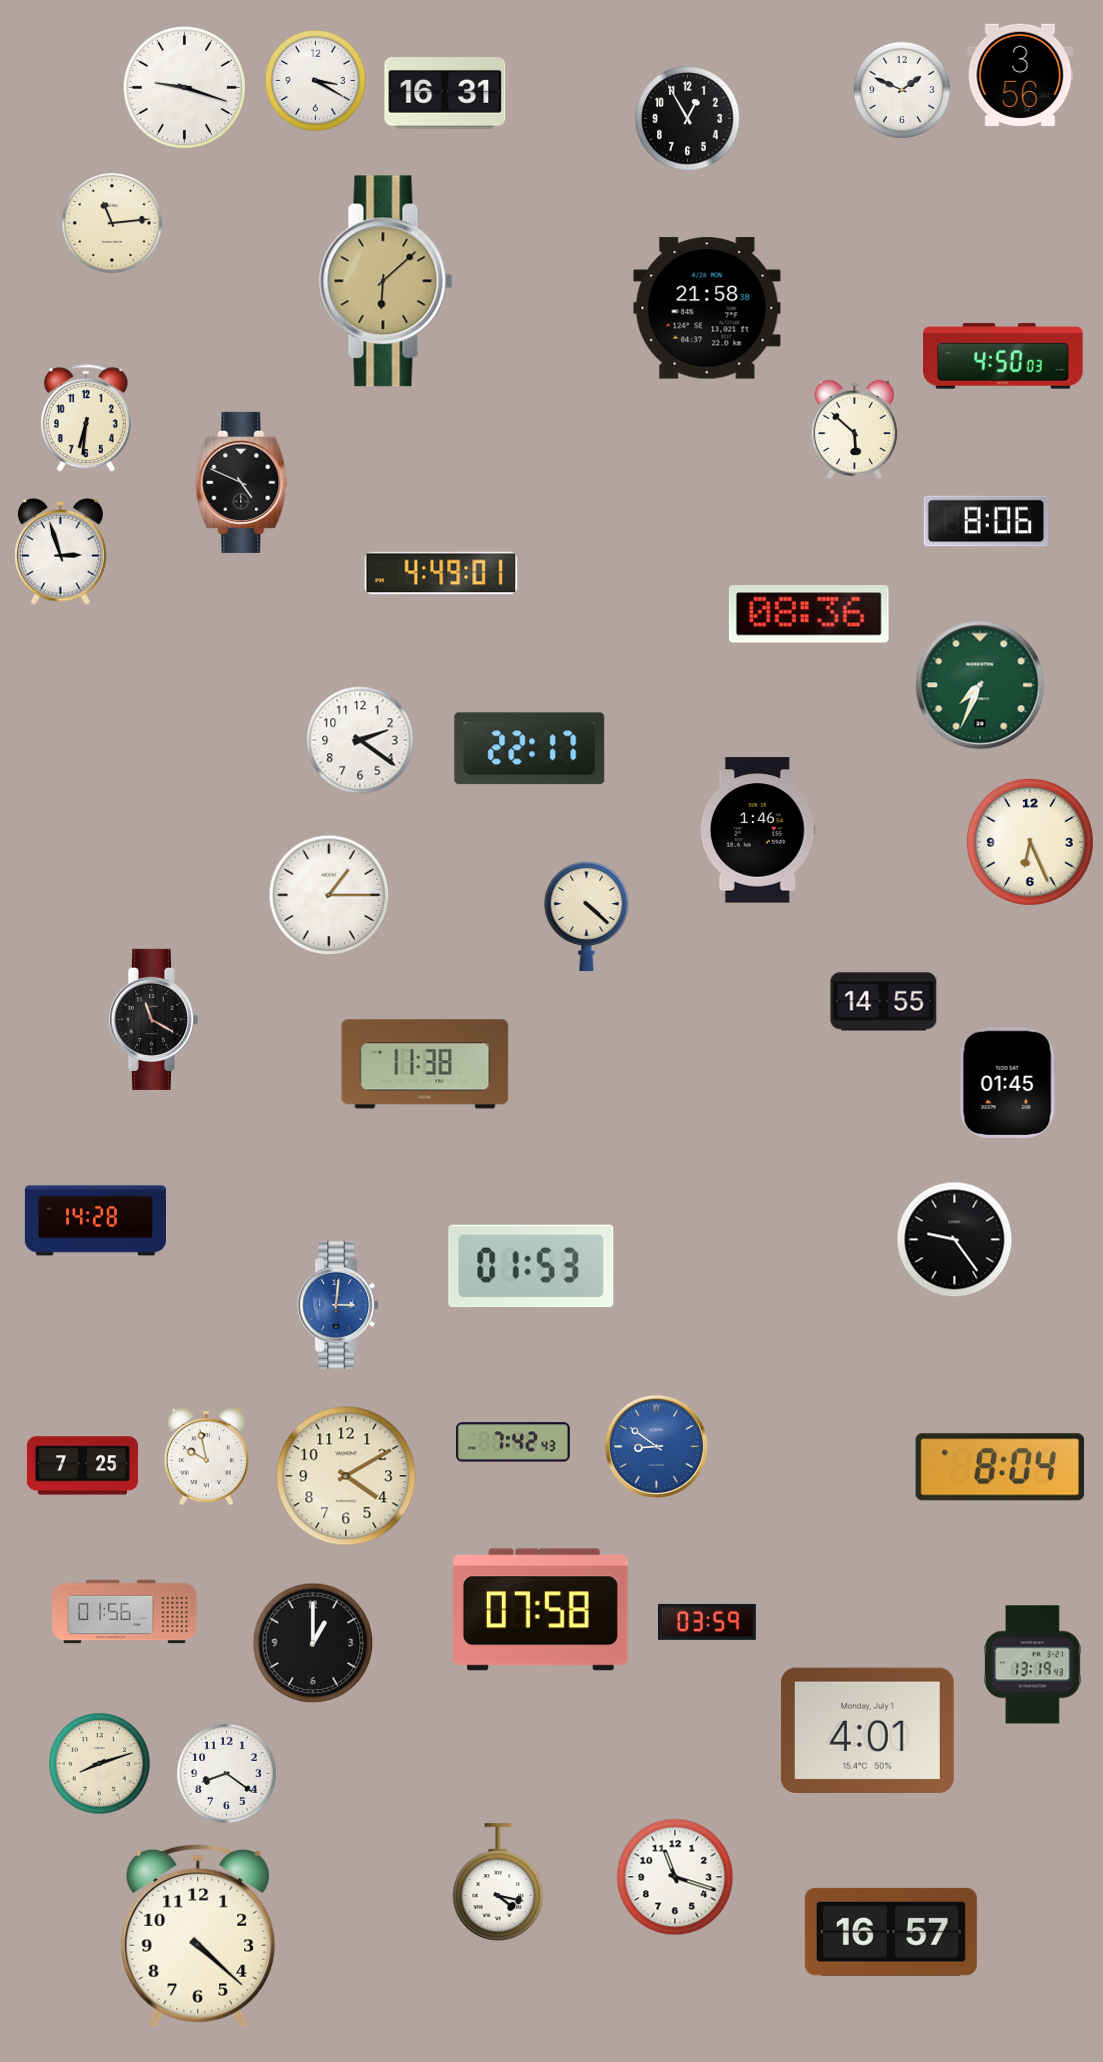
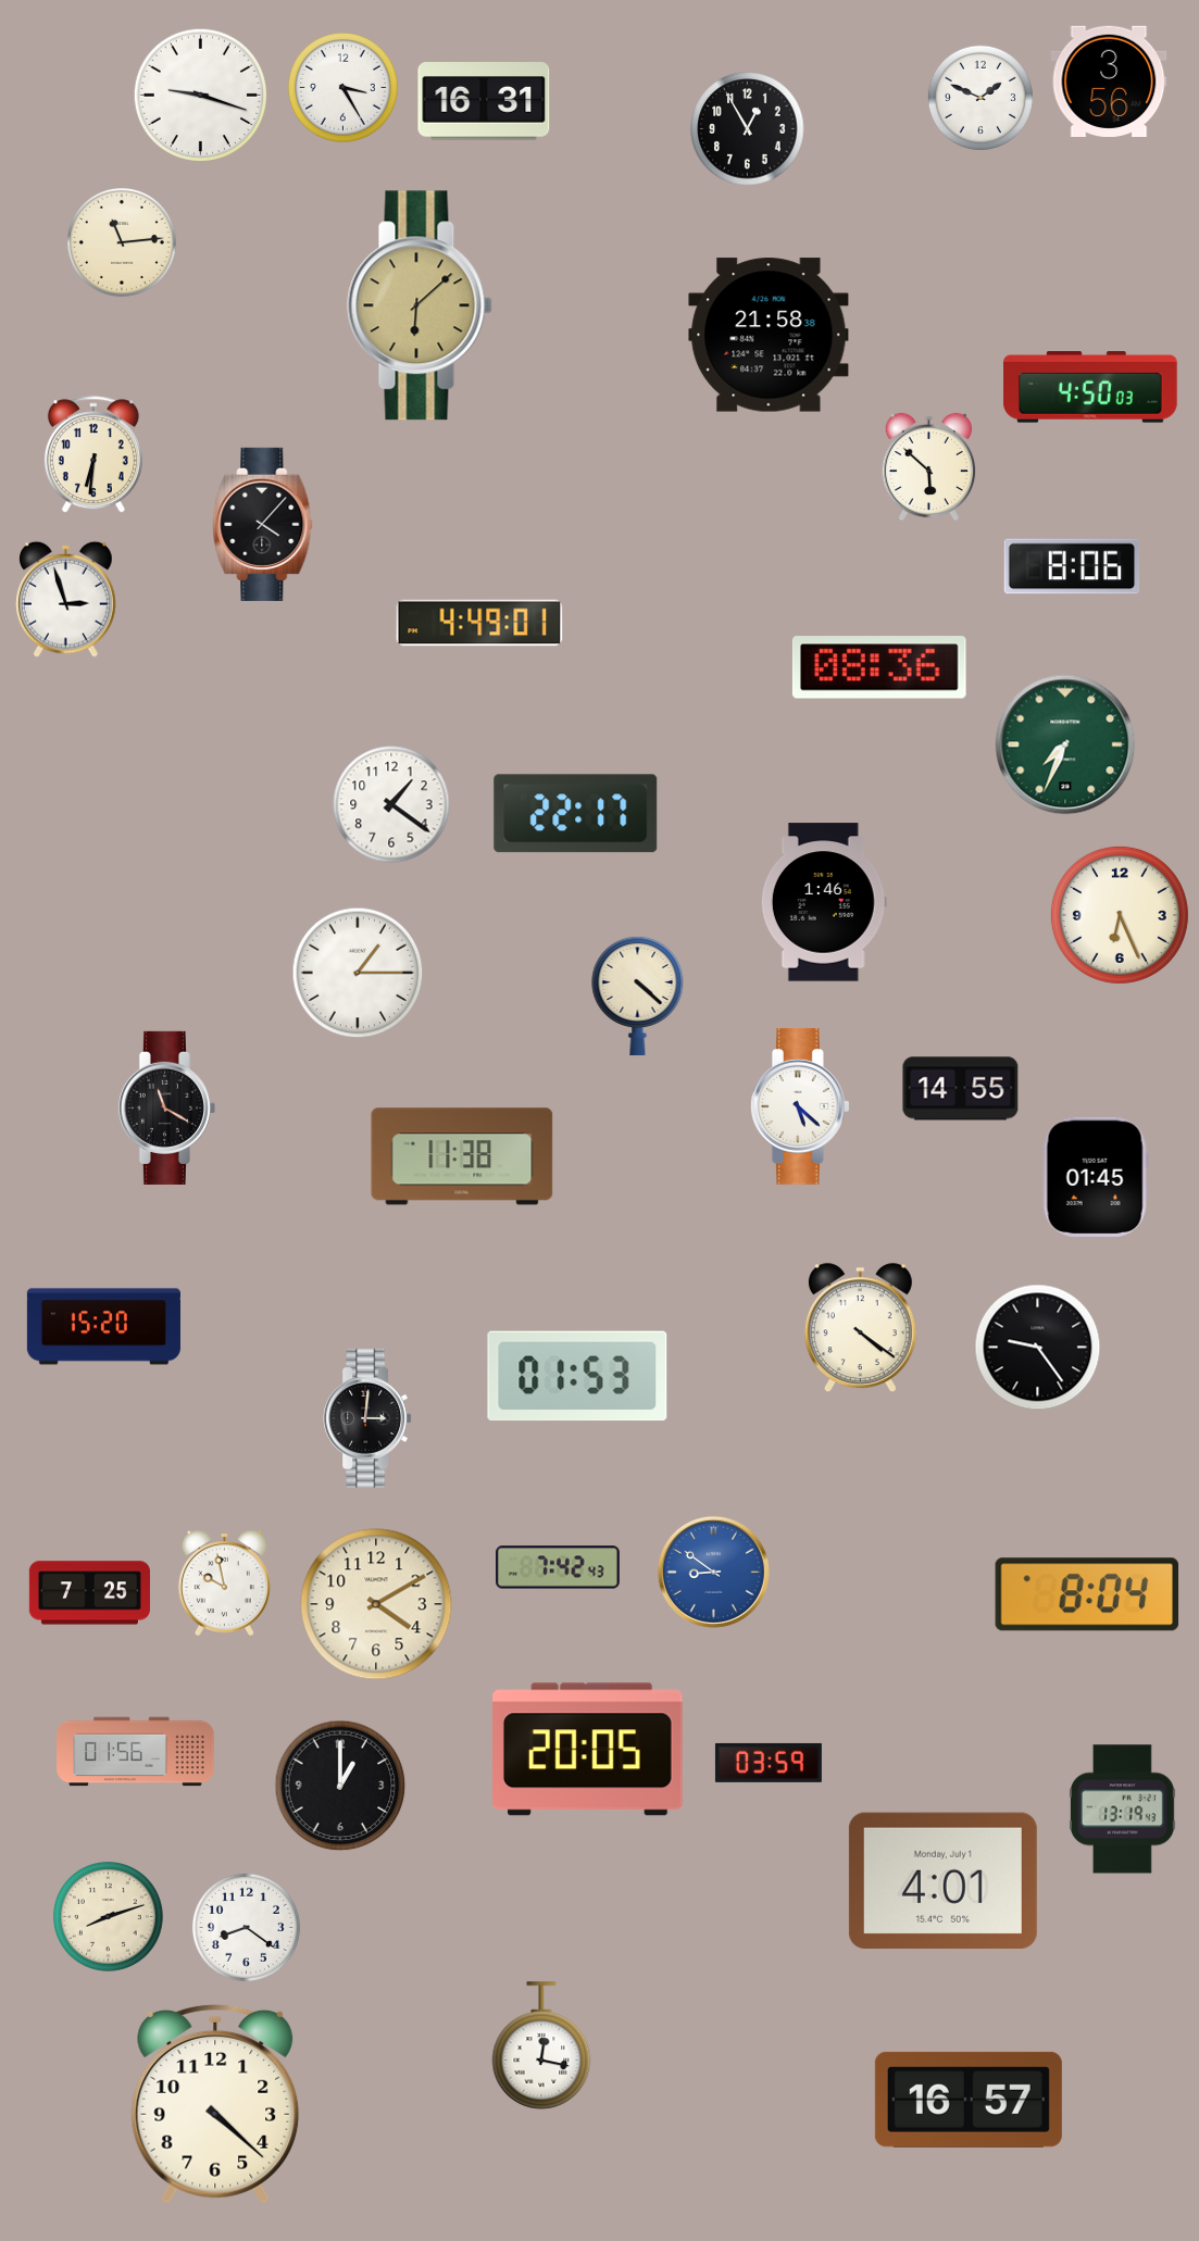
clock at (316, 81): 3:20 -> 3:25
clock at (242, 482): 4:49 -> 4:07
clock at (360, 740): 2:21 -> 1:21
clock at (800, 1106): none -> 5:22
clock at (95, 1221): 14:28 -> 15:20
clock at (860, 1328): none -> 4:21
clock at (338, 1305) dial: blue -> black
clock at (541, 1610): 07:58 -> 20:05
clock at (675, 1877): 11:18 -> none
clock at (498, 1882): 4:17 -> 12:17
